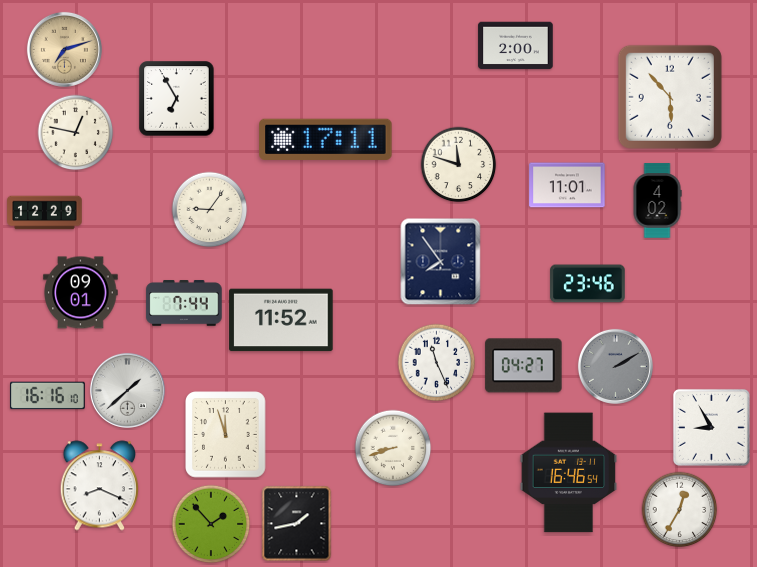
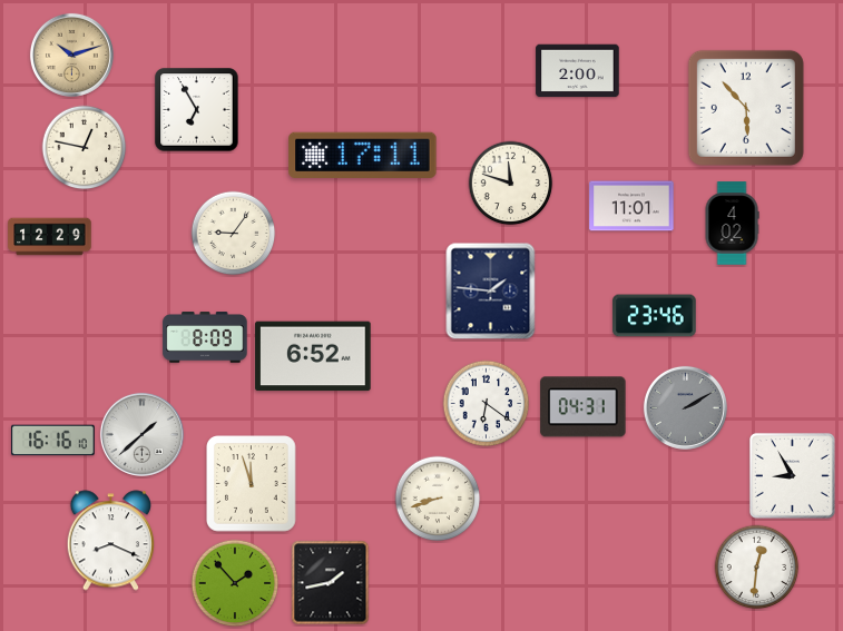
clock at (516, 46) position: (516, 46) -> (578, 71)
clock at (64, 49): 7:12 -> 10:12
clock at (441, 262): 7:54 -> 1:46
clock at (81, 293): 09:01 -> none
clock at (184, 303): 7:44 -> 8:09
clock at (281, 320): 11:52 -> 6:52
clock at (437, 363): 11:26 -> 6:21
clock at (524, 366): 04:27 -> 04:31
clock at (569, 473): 16:46 -> none
clock at (680, 510): 12:35 -> 12:31
